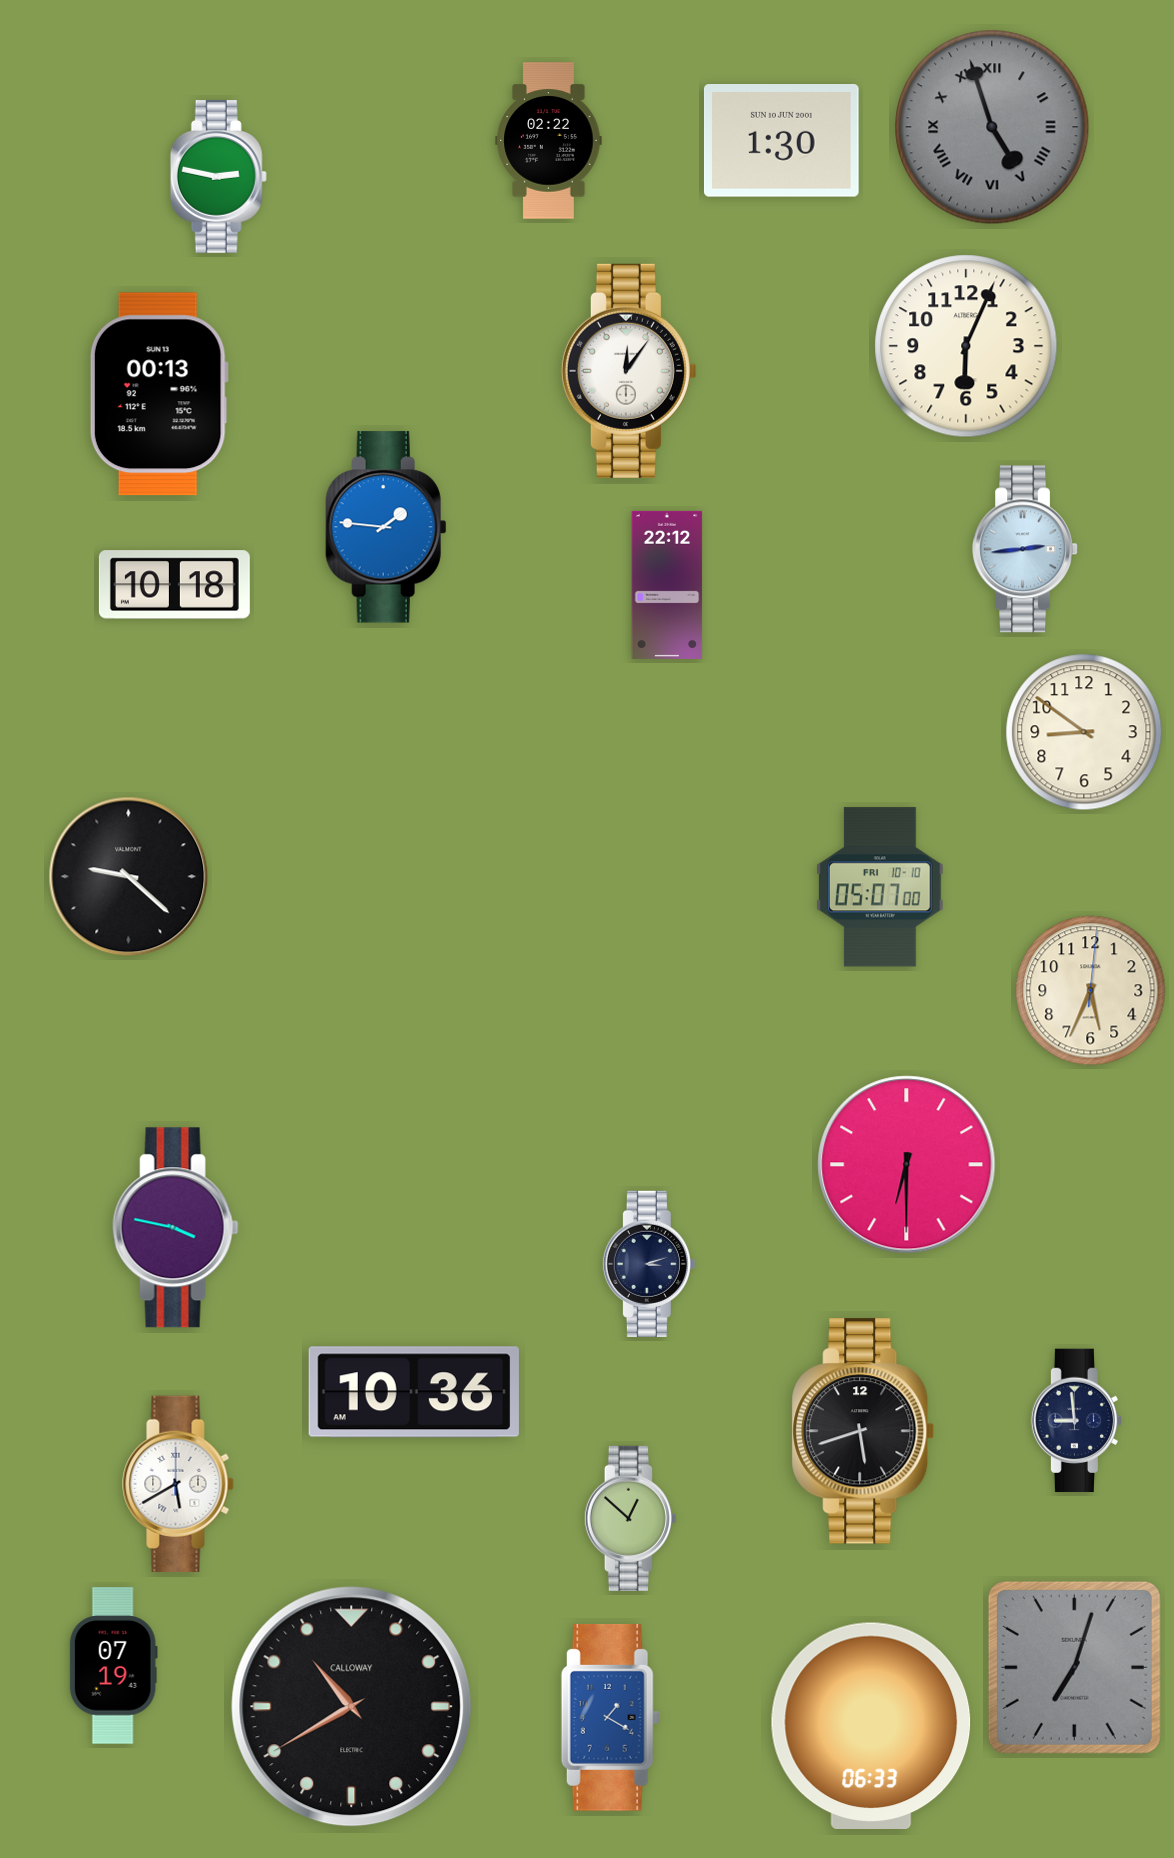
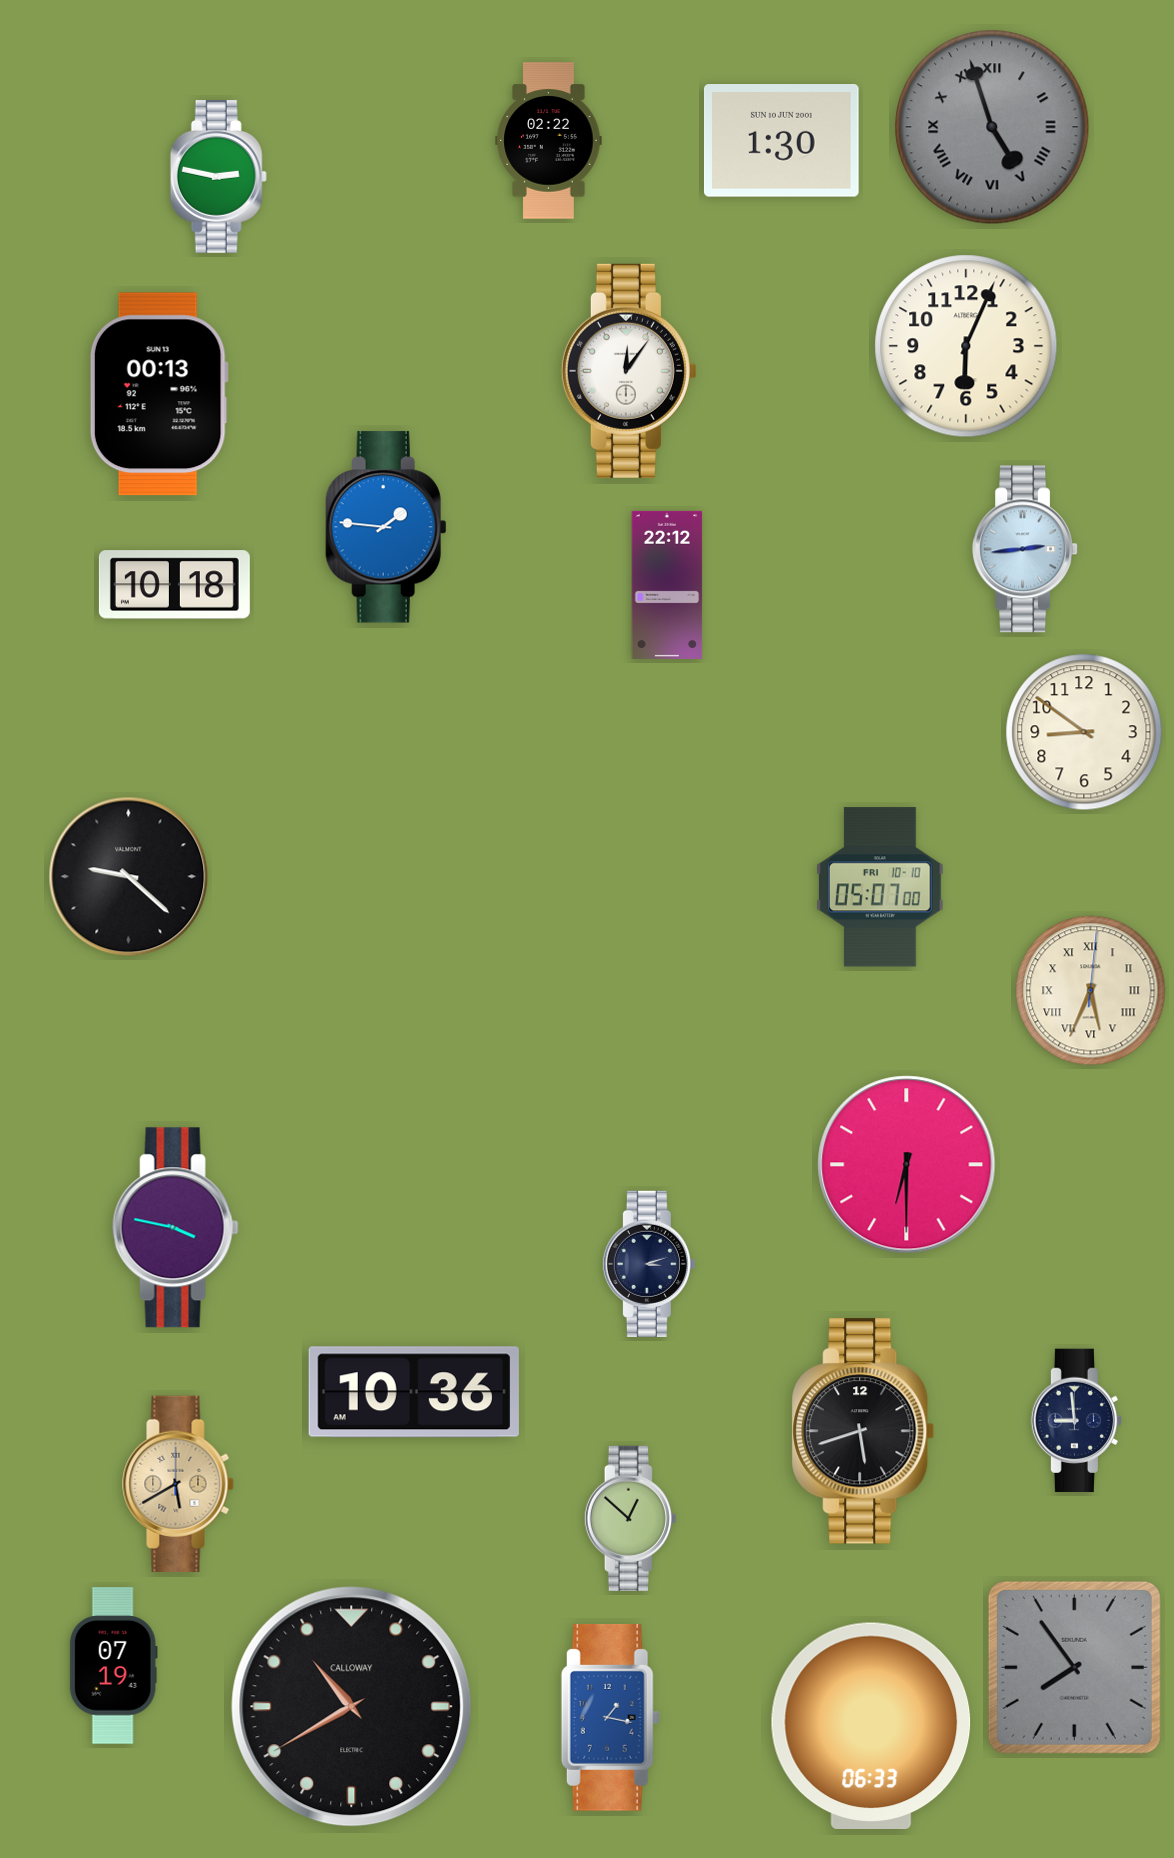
clock at (1091, 991) numerals: Arabic -> Roman
clock at (178, 1483) dial: white -> champagne
clock at (1074, 1667): 7:03 -> 7:54
clock at (610, 1717): 1:20 -> 1:17
